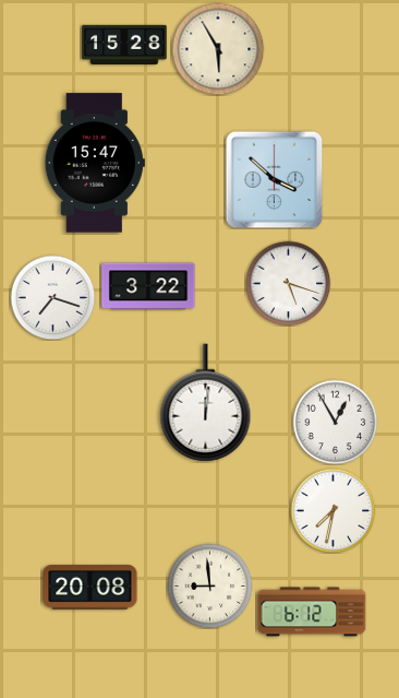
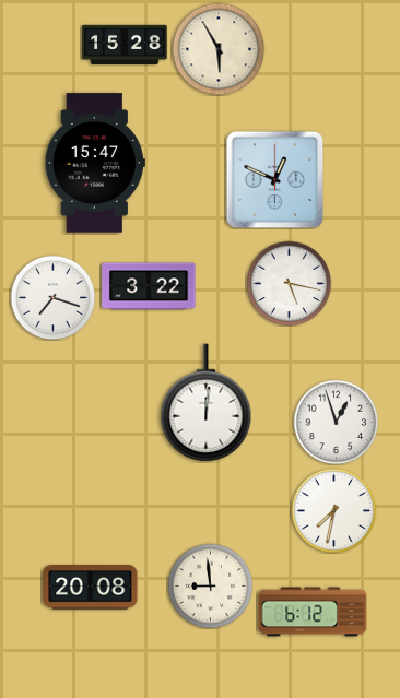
clock at (274, 179): 3:52 -> 12:49
clock at (288, 283): 5:18 -> 5:17
clock at (335, 422): 12:55 -> 12:57
